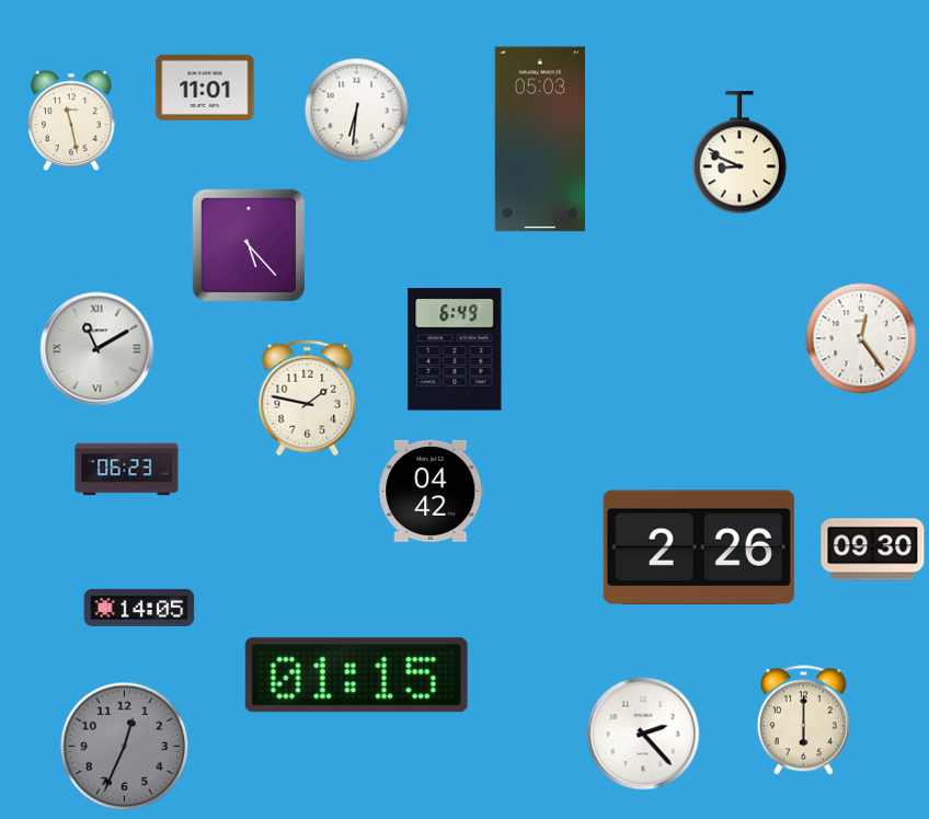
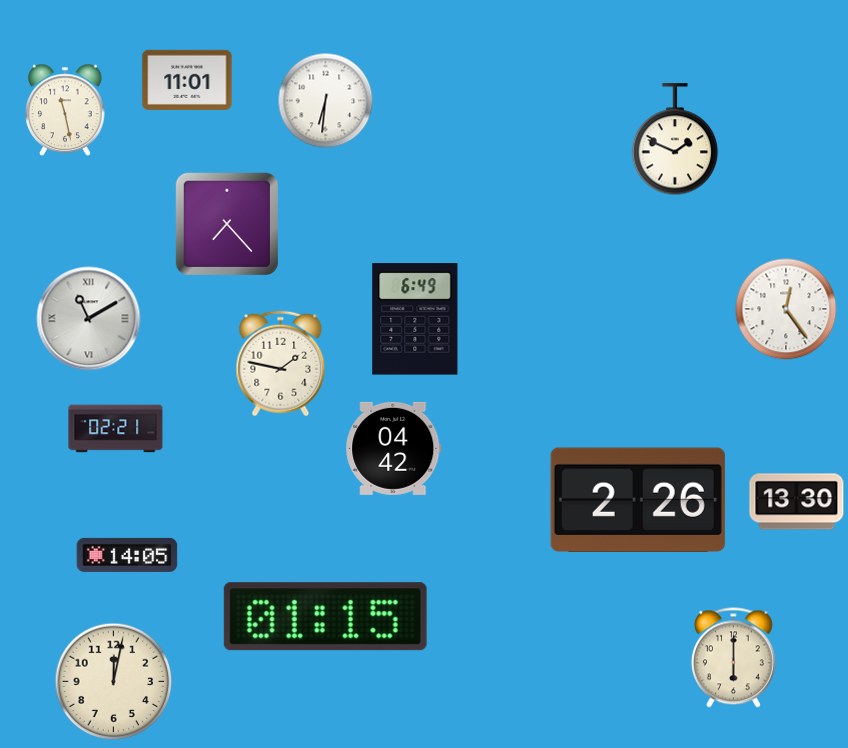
clock at (539, 139): 05:03 -> none
clock at (739, 153): 8:49 -> 1:49
clock at (248, 244): 5:23 -> 7:23
clock at (127, 470): 06:23 -> 02:21
clock at (873, 550): 09:30 -> 13:30
clock at (643, 734): 2:23 -> none
clock at (125, 747): 12:34 -> 12:02
clock at (125, 747) dial: grey -> cream
